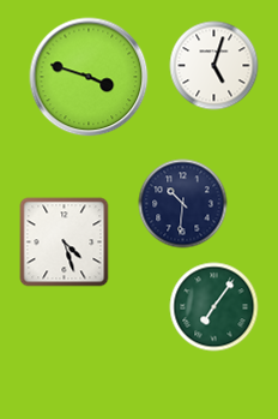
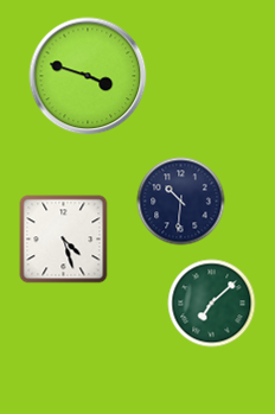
clock at (214, 66): 5:03 -> none
clock at (214, 307): 7:06 -> 7:08
